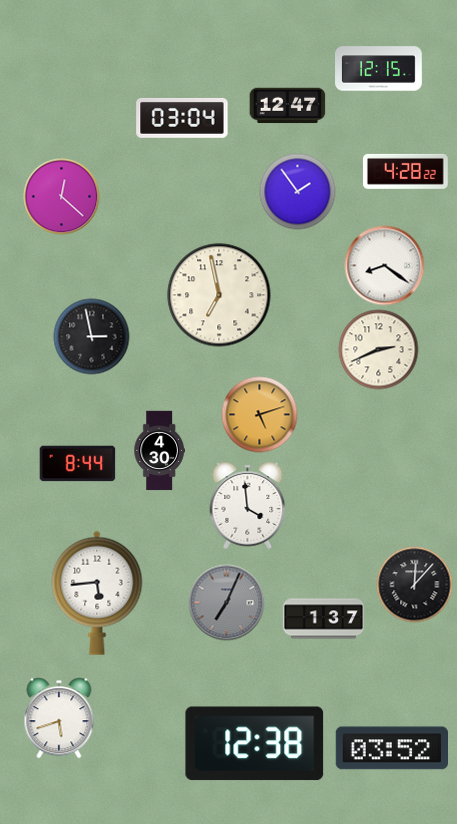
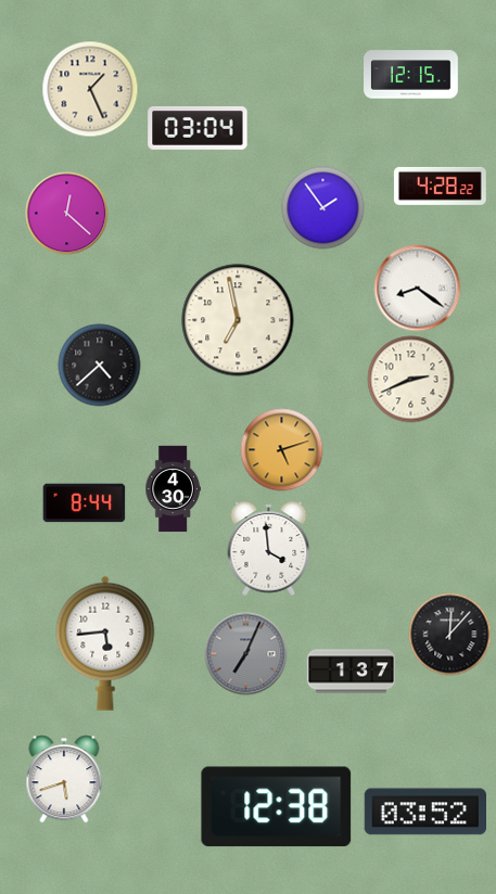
clock at (90, 89): none -> 1:26
clock at (288, 106): 12:47 -> none
clock at (92, 337): 2:58 -> 4:38
